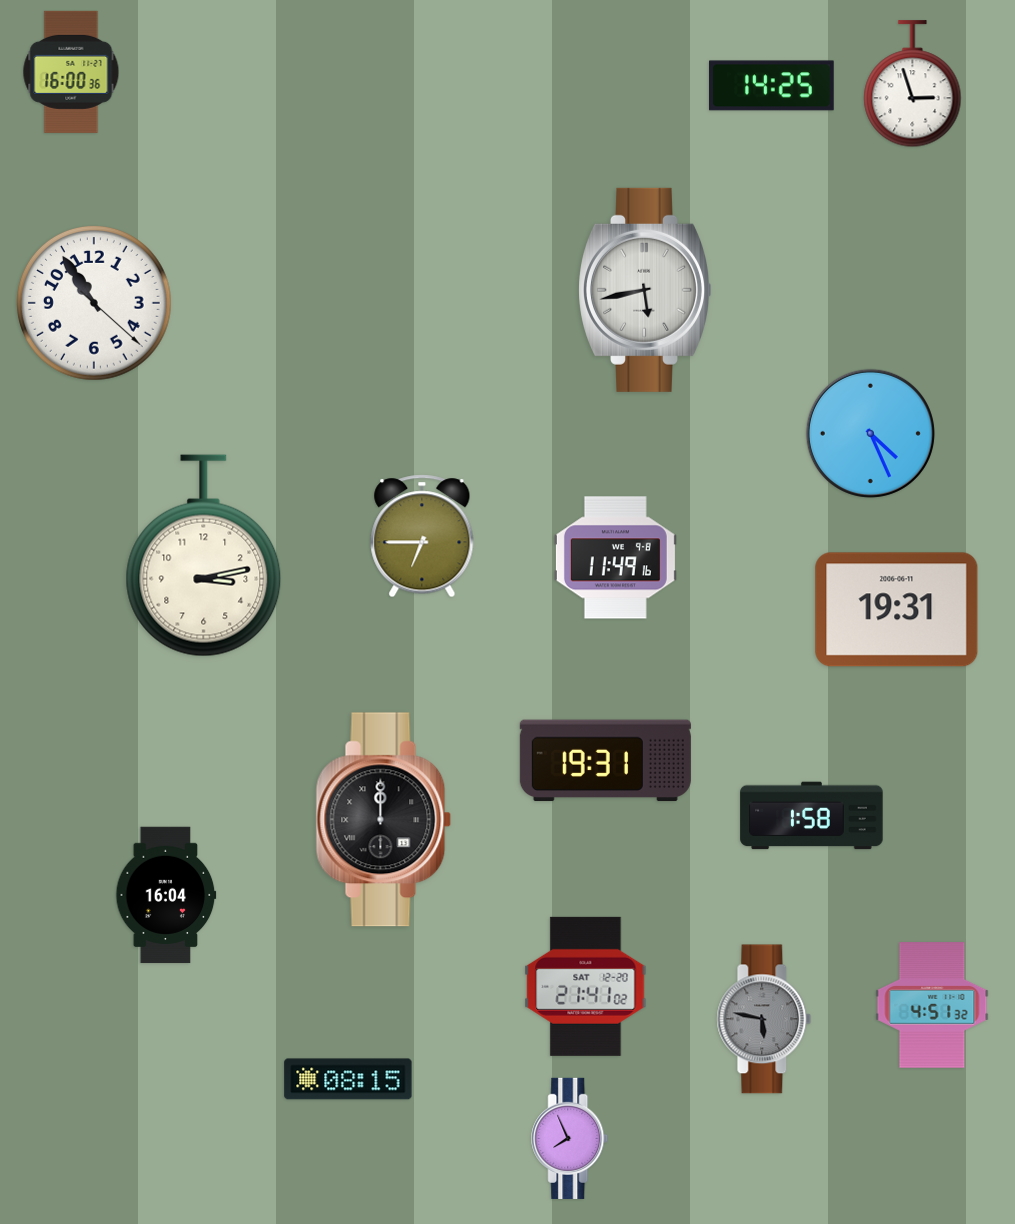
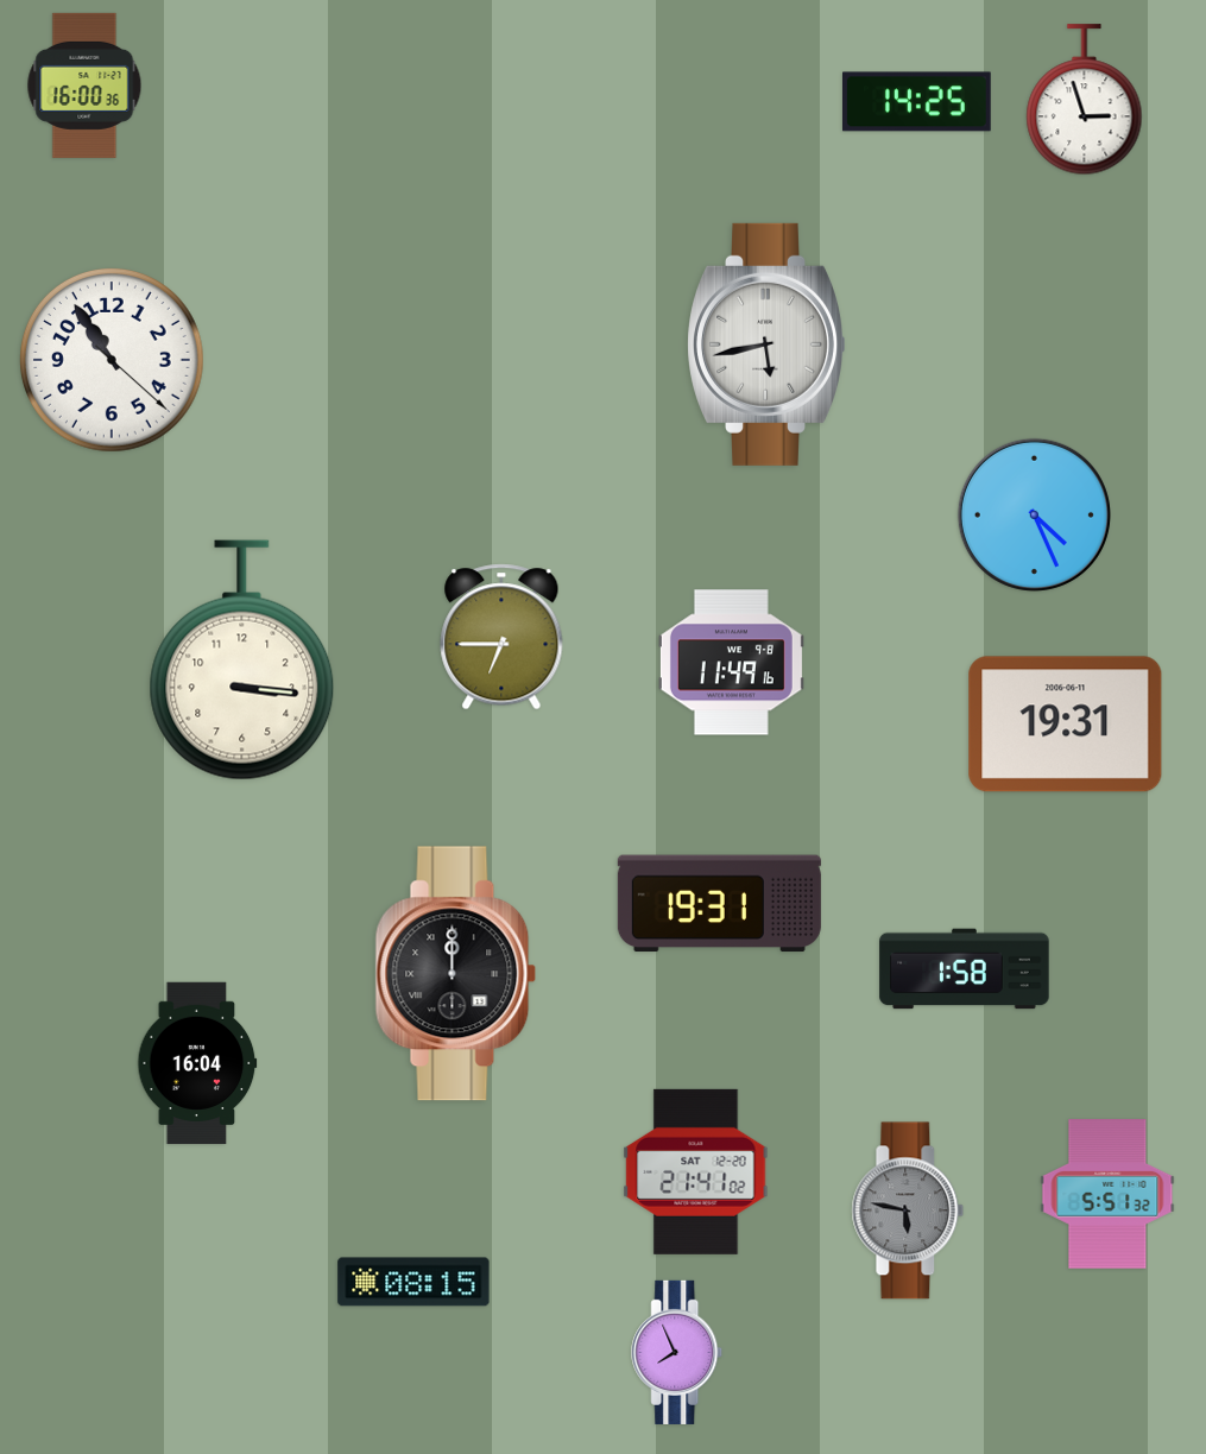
clock at (204, 556): 3:13 -> 3:16
clock at (932, 1005): 4:51 -> 5:51
